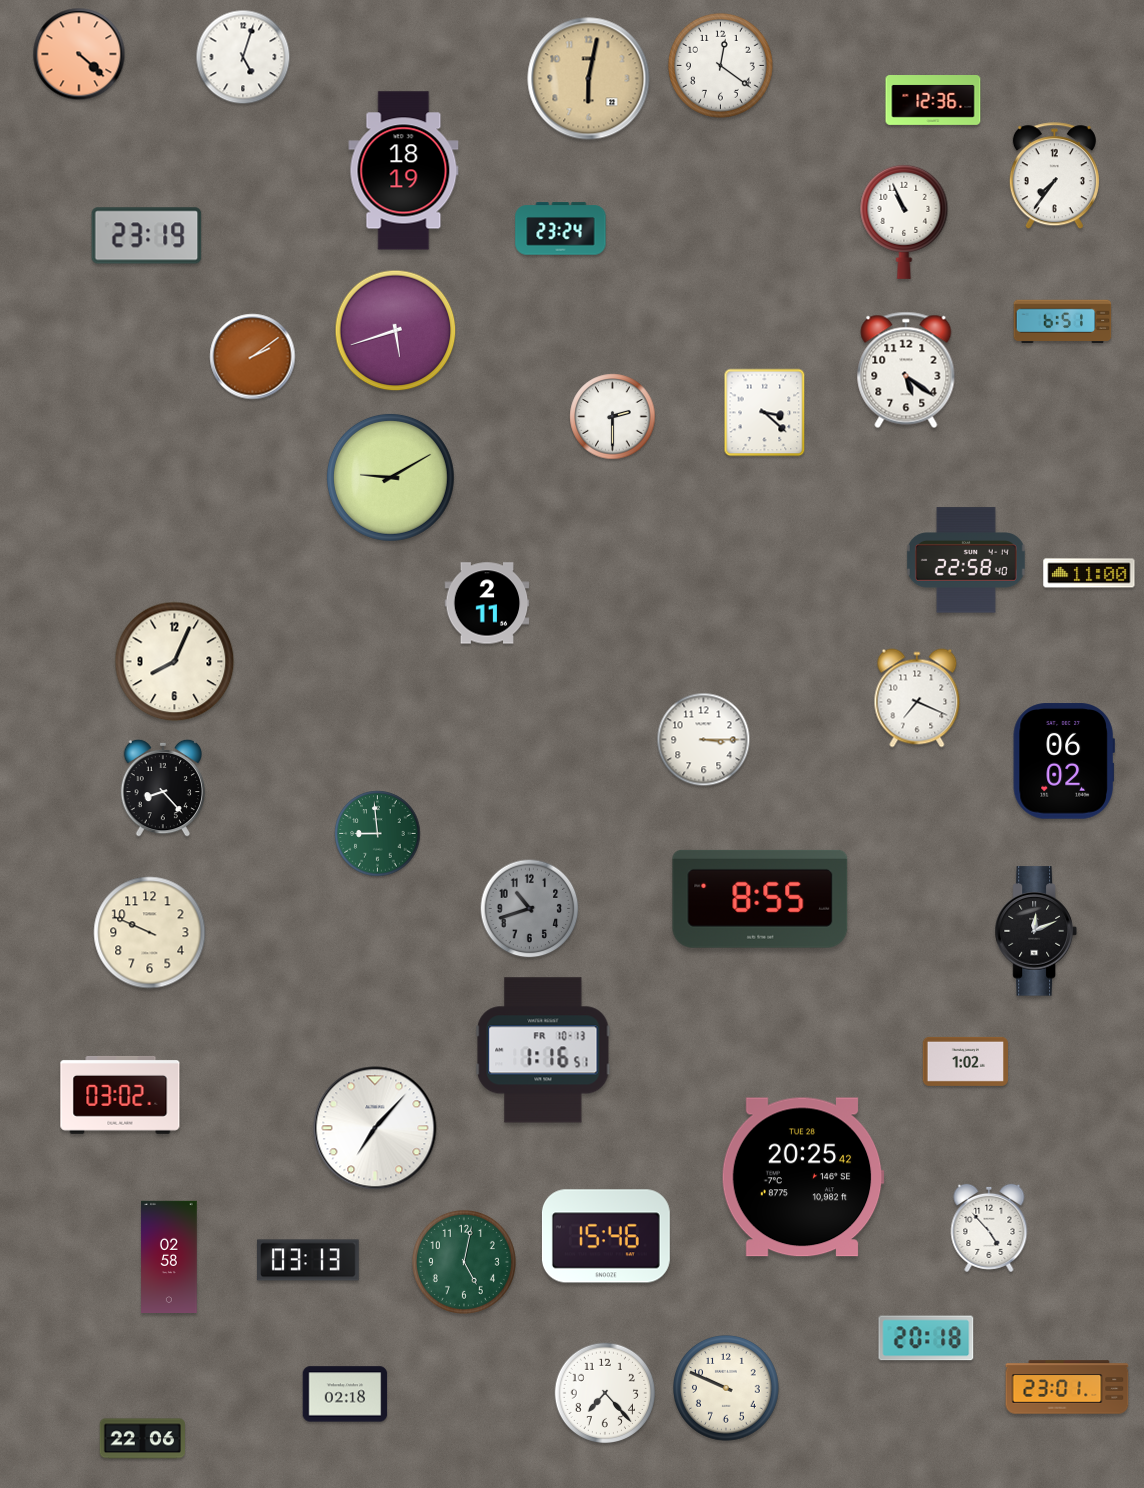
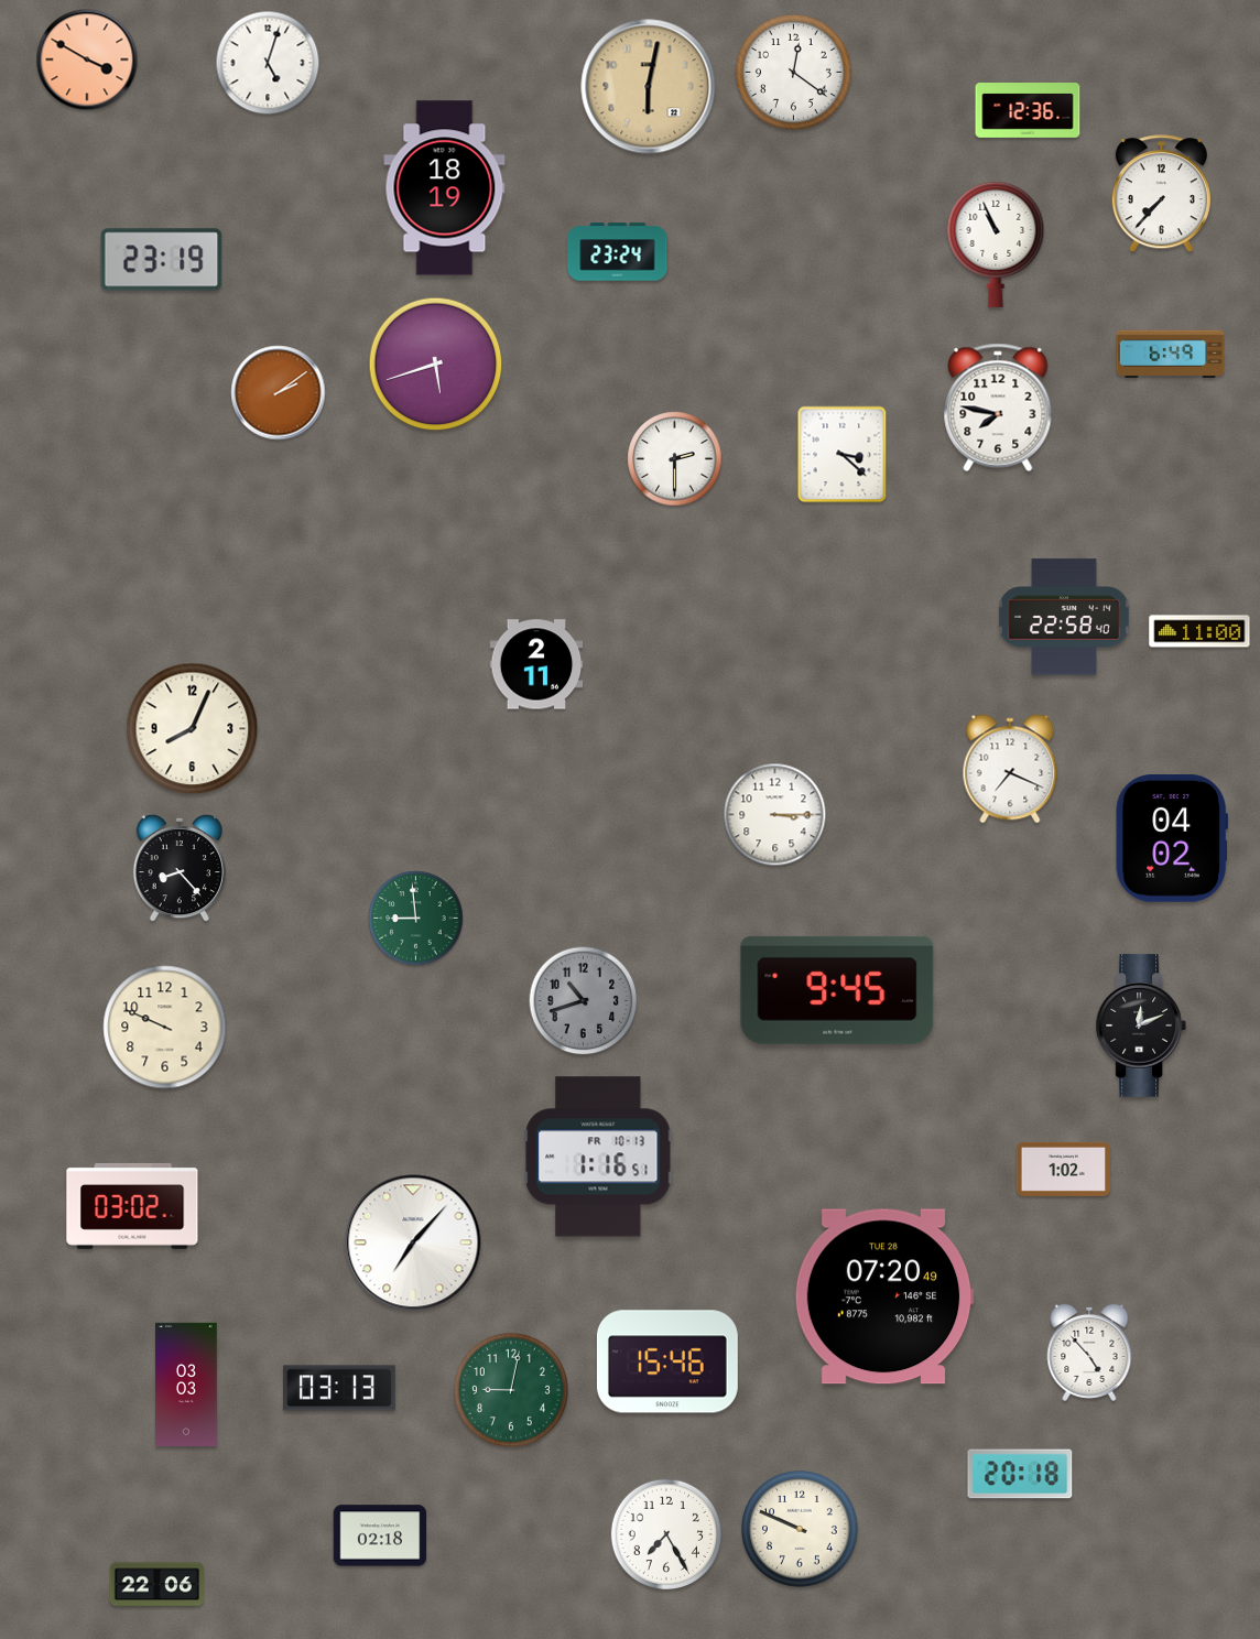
clock at (79, 54): 4:22 -> 3:50
clock at (1054, 176): 7:36 -> 7:37
clock at (1063, 322): 6:51 -> 6:49
clock at (906, 370): 5:21 -> 7:47
clock at (390, 477): 9:10 -> none
clock at (1064, 761): 06:02 -> 04:02
clock at (760, 899): 8:55 -> 9:45
clock at (803, 1177): 20:25 -> 07:20
clock at (169, 1256): 02:58 -> 03:03
clock at (464, 1262): 5:02 -> 9:02
clock at (1067, 1387): 23:01 -> none
clock at (604, 1392): 7:23 -> 7:25
